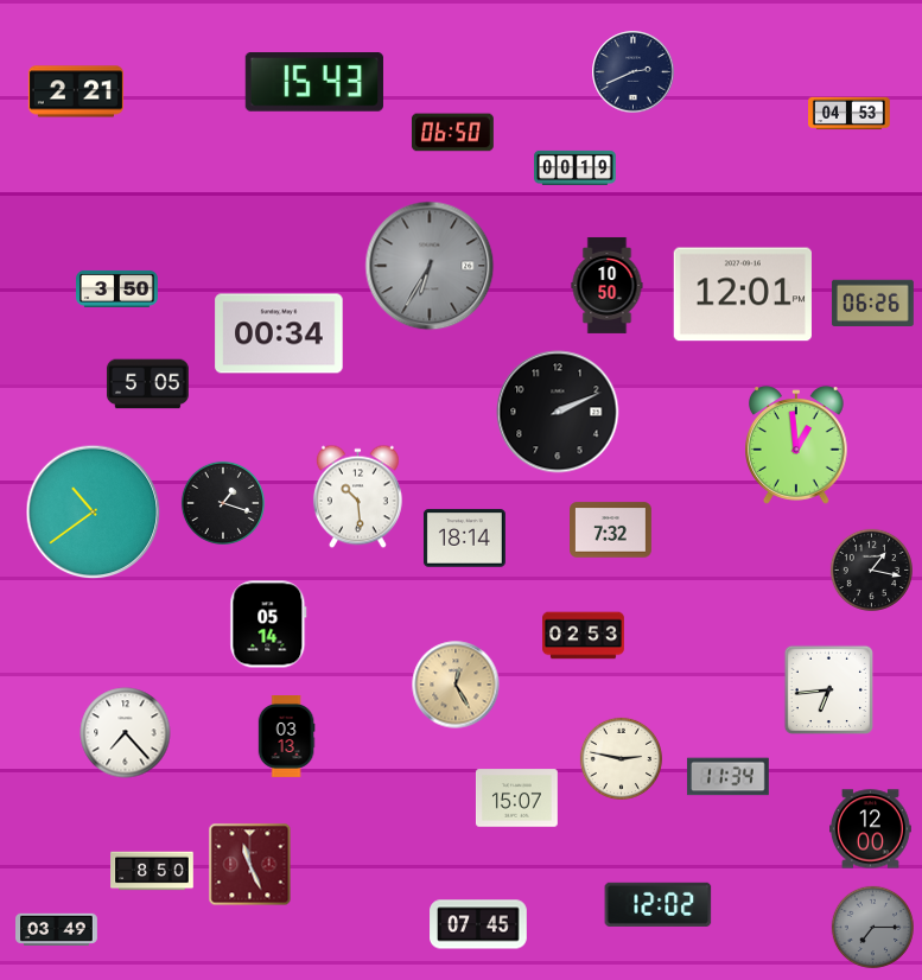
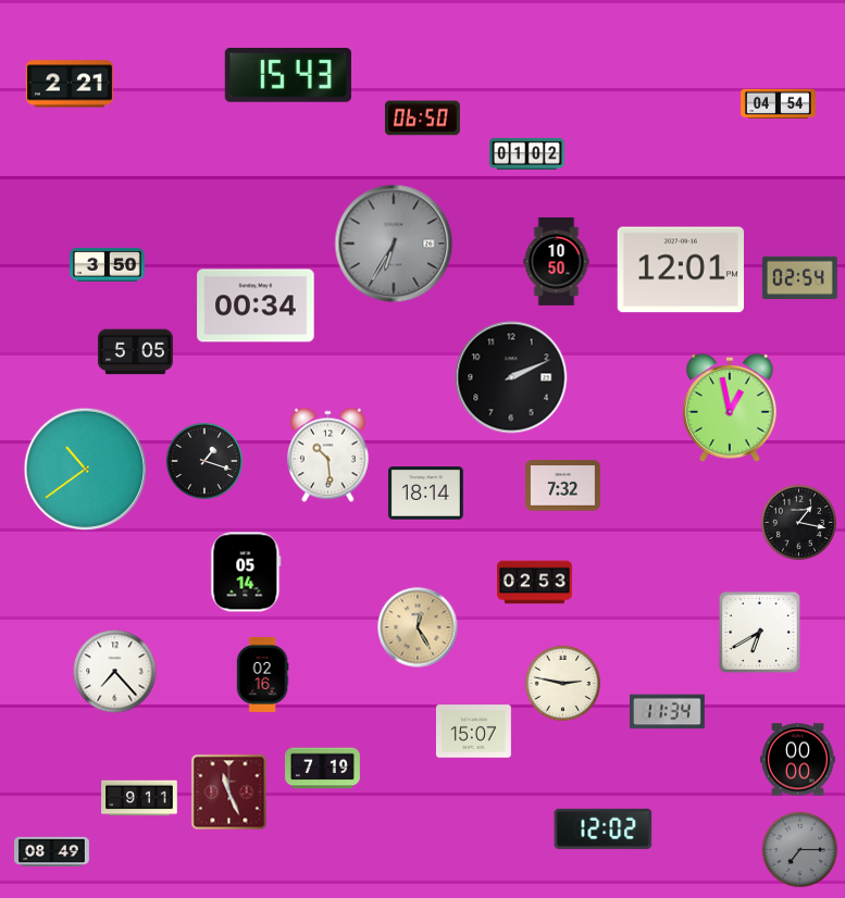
clock at (634, 72): 2:41 -> none
clock at (850, 114): 04:53 -> 04:54
clock at (452, 133) position: (452, 133) -> (422, 119)
clock at (576, 167): 00:19 -> 01:02
clock at (872, 304): 06:26 -> 02:54
clock at (797, 445): 12:59 -> 12:58
clock at (611, 530) position: (611, 530) -> (563, 486)
clock at (828, 689): 6:44 -> 6:40
clock at (286, 737): 03:13 -> 02:16
clock at (621, 758) position: (621, 758) -> (562, 683)
clock at (871, 829): 12:00 -> 00:00
clock at (323, 769): none -> 7:19
clock at (152, 871): 8:50 -> 9:11
clock at (478, 924): 07:45 -> none
clock at (57, 930): 03:49 -> 08:49
